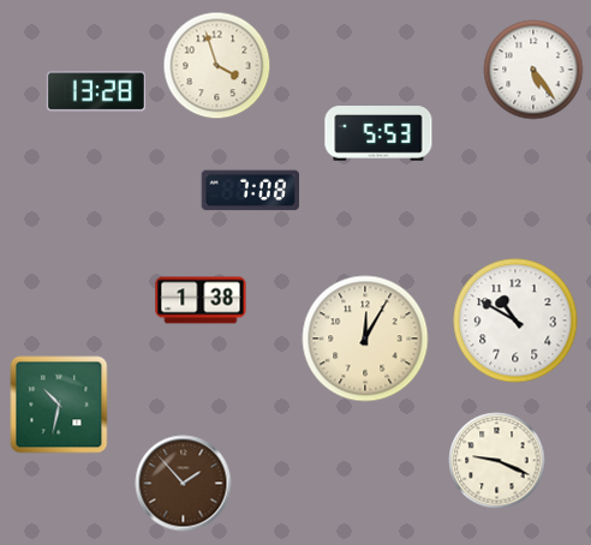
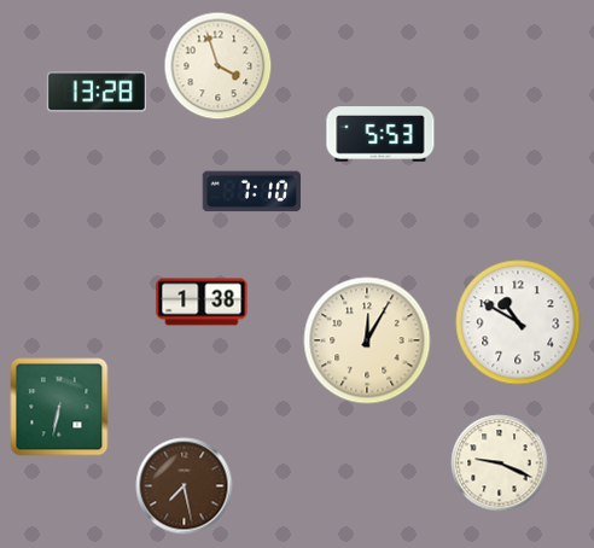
clock at (533, 70): 5:24 -> none
clock at (251, 191): 7:08 -> 7:10
clock at (59, 405): 10:32 -> 6:32
clock at (184, 484): 1:53 -> 7:28
